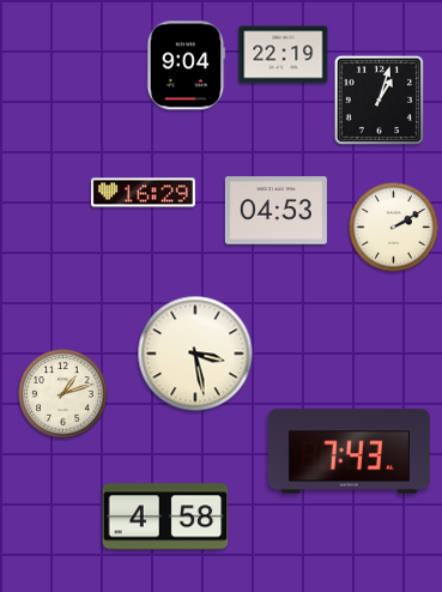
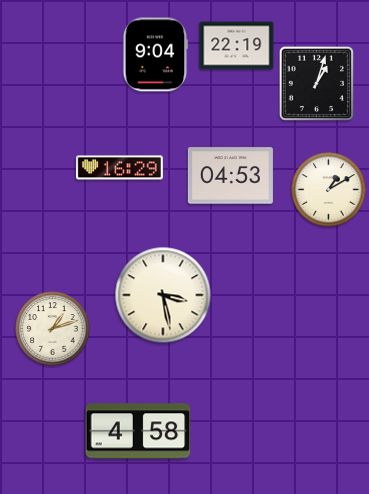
clock at (143, 193) position: (143, 193) -> (119, 168)
clock at (394, 228): 2:10 -> 1:10
clock at (349, 452): 7:43 -> none
